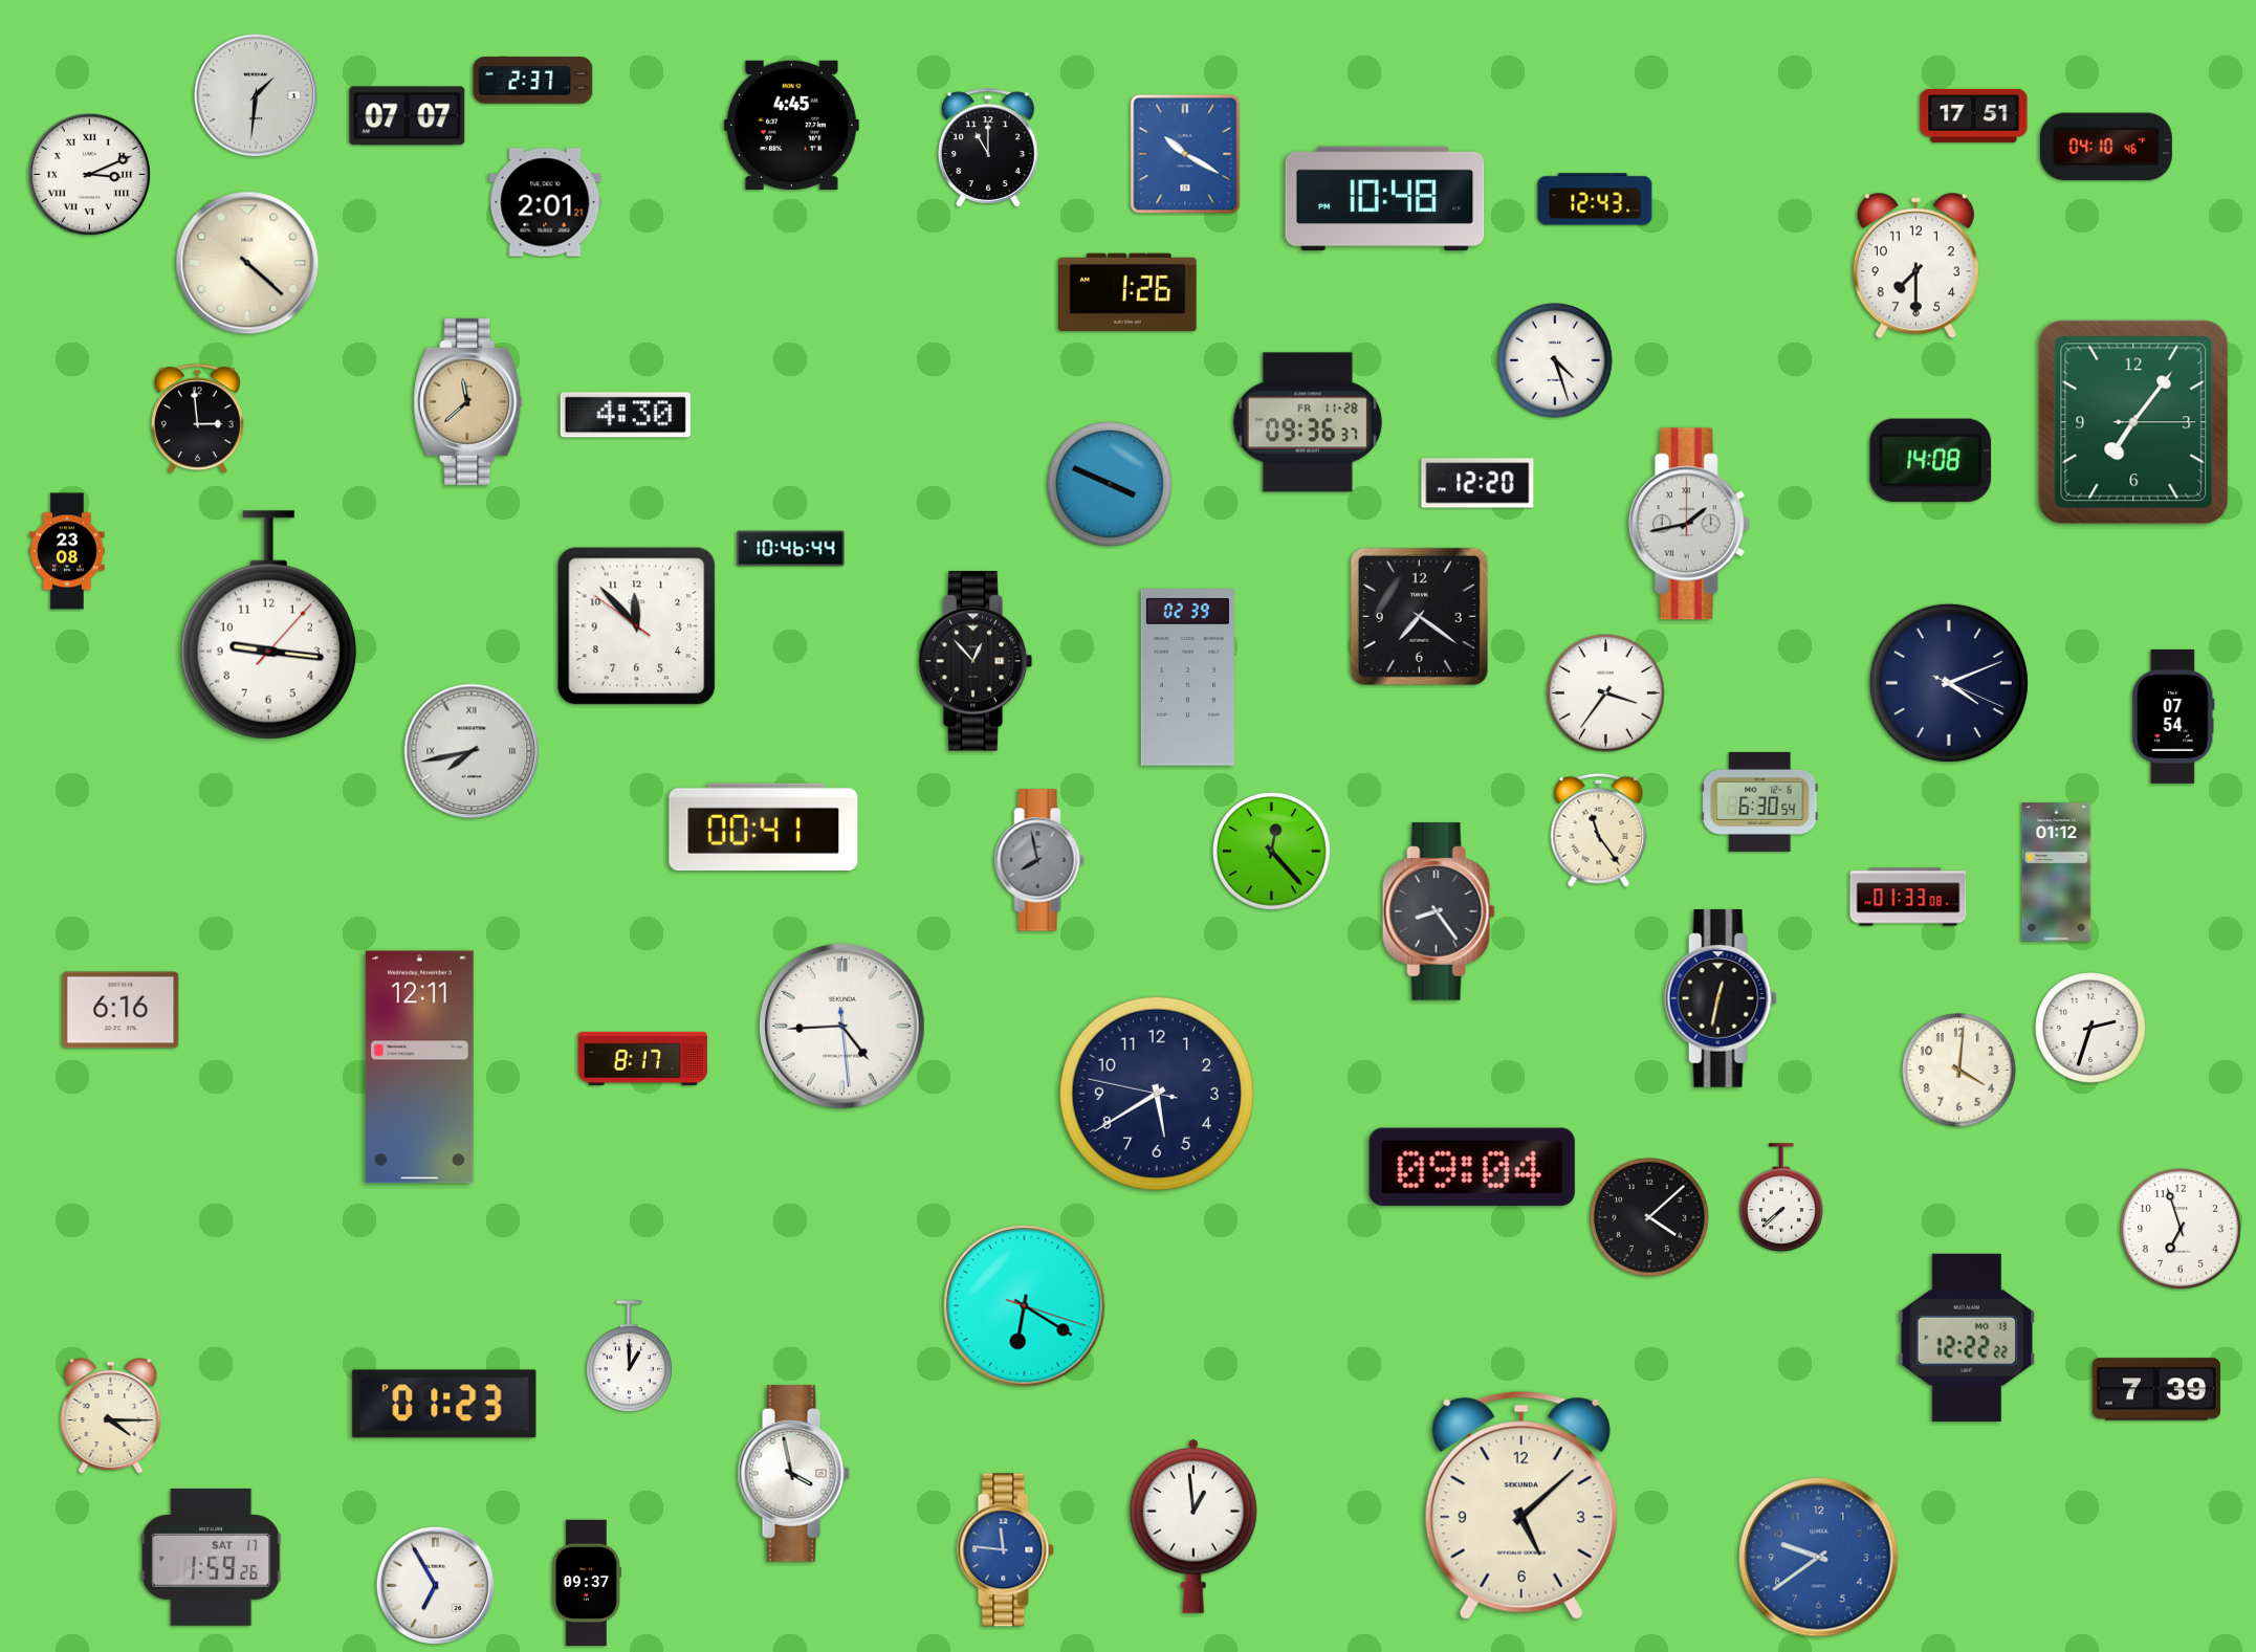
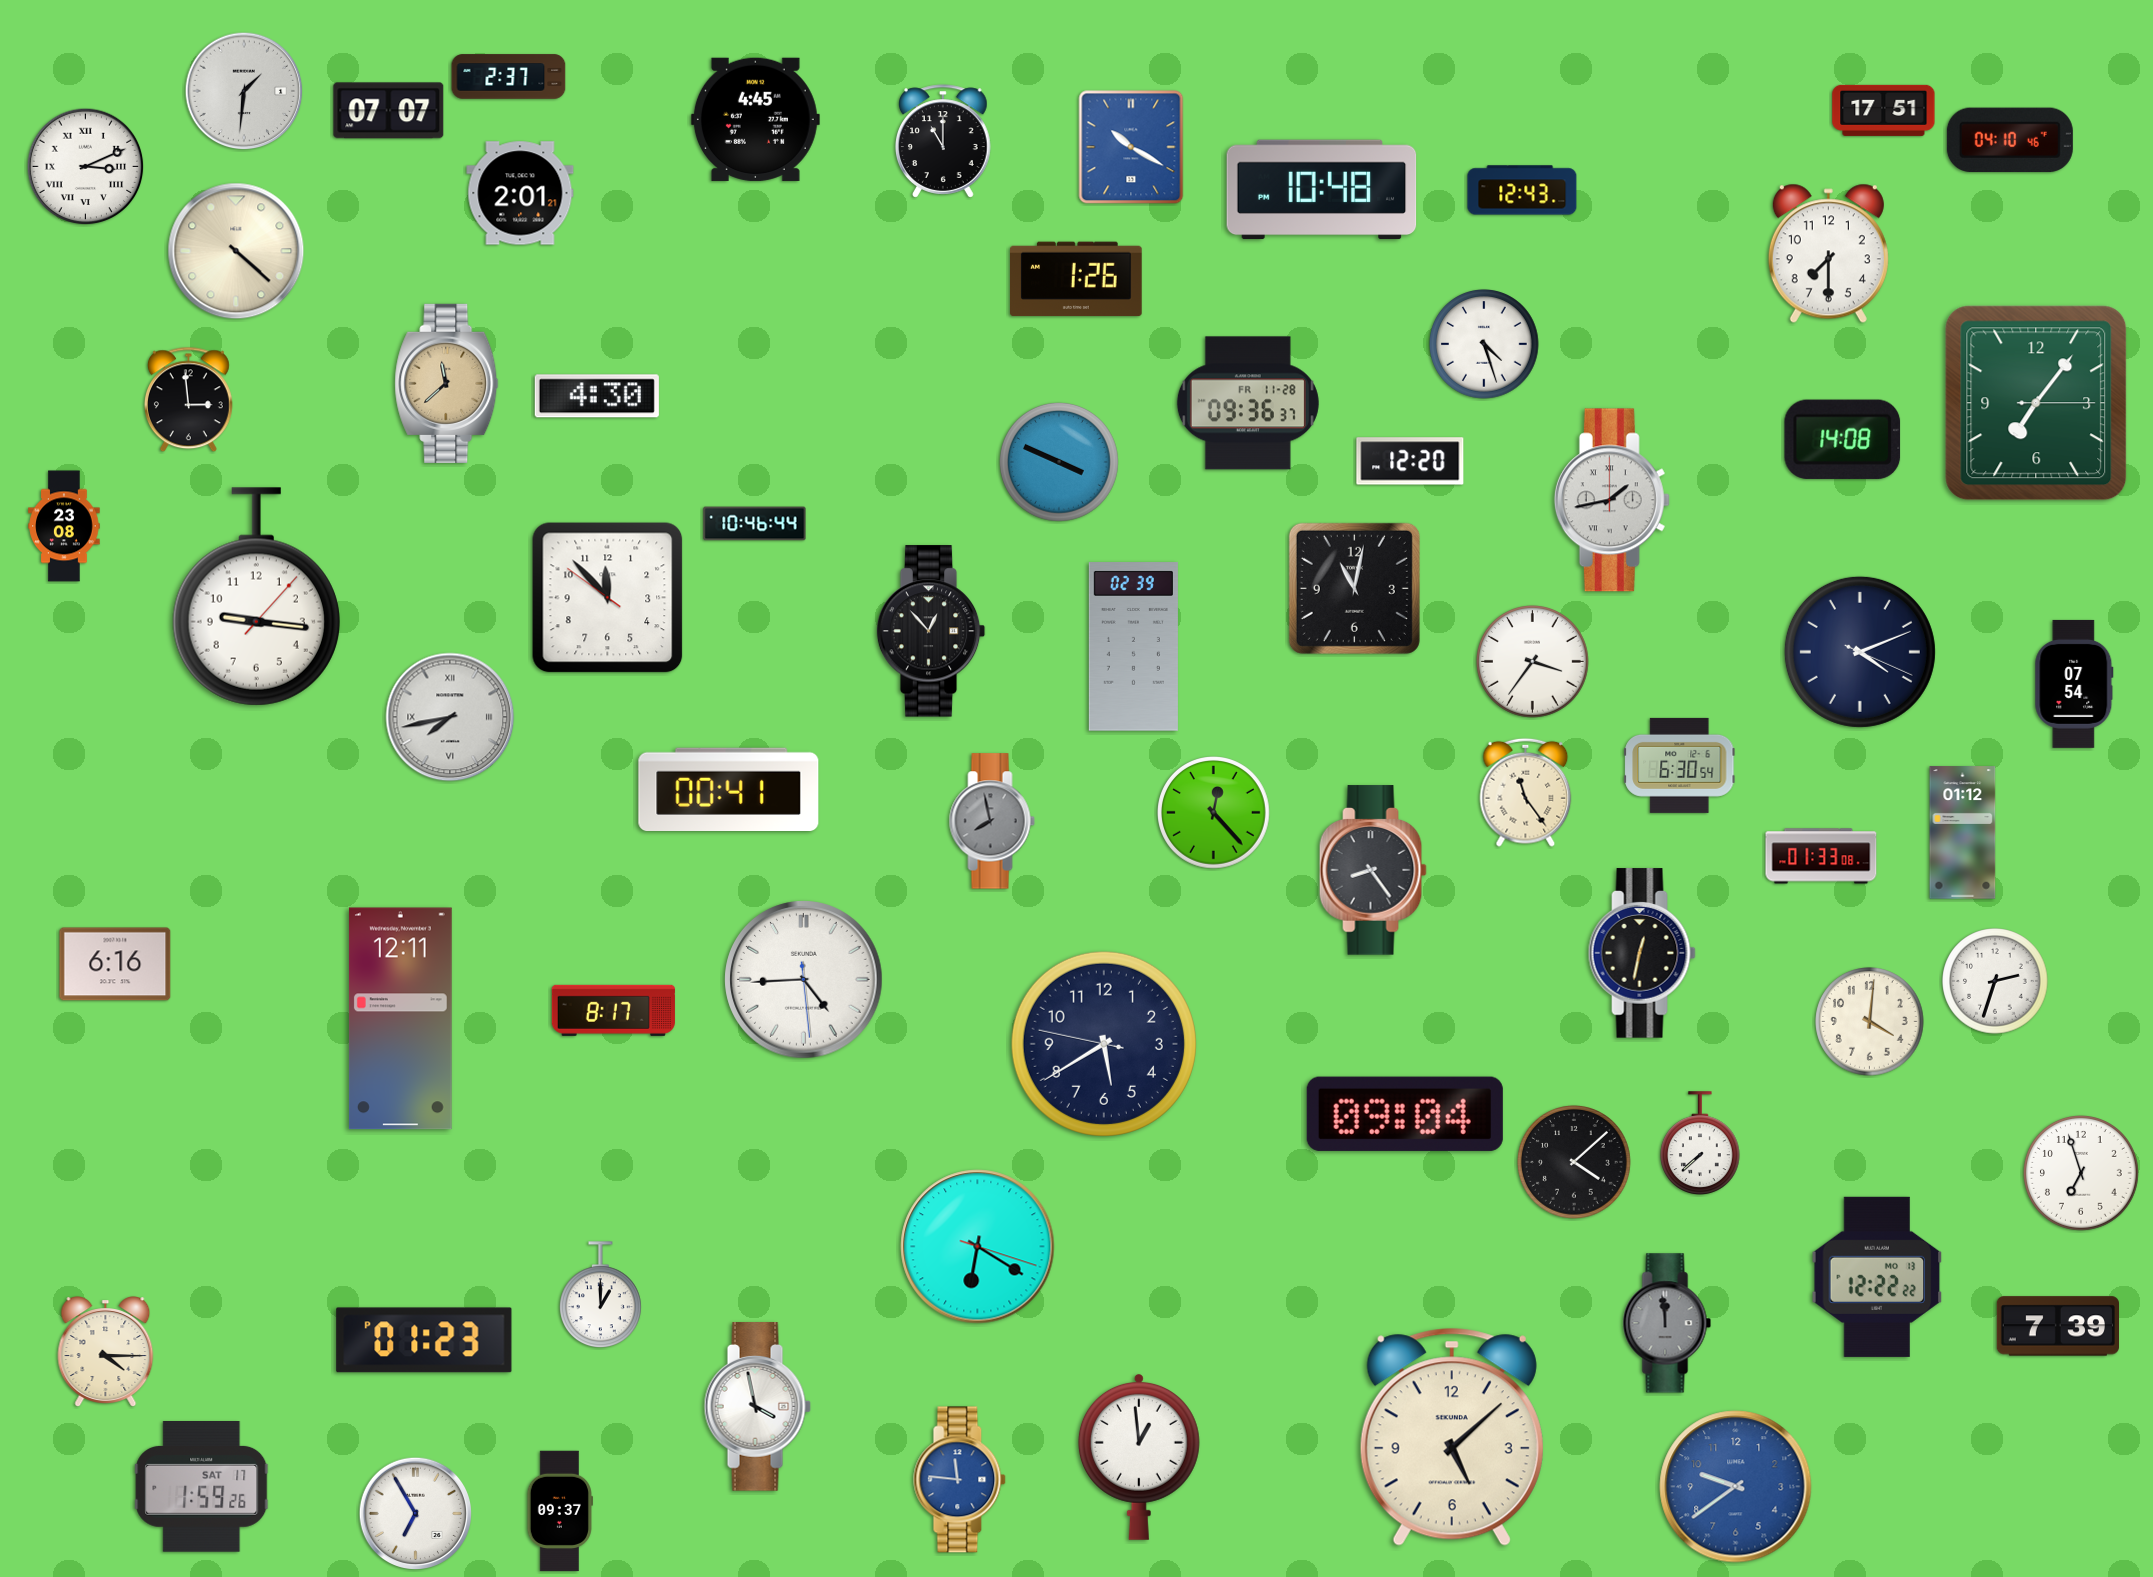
clock at (1419, 616): 7:21 -> 11:02
clock at (1667, 1323): none -> 11:59
